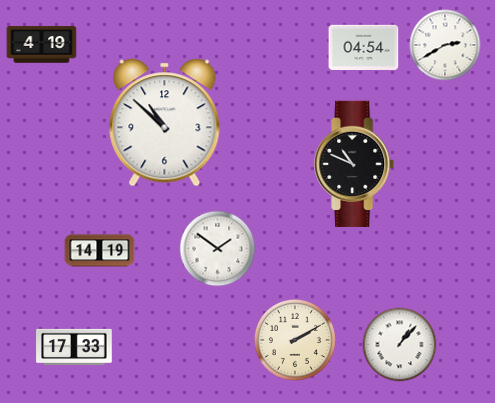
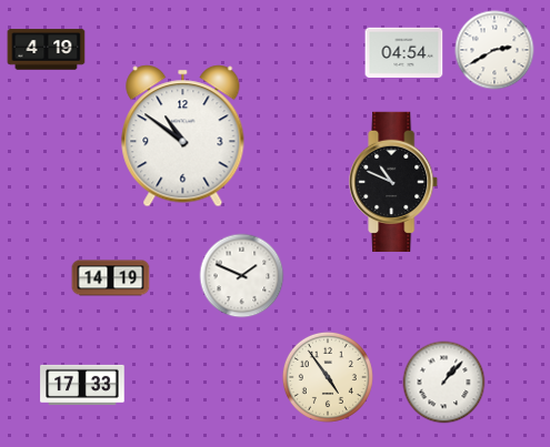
clock at (165, 123): 10:52 -> 10:51
clock at (218, 249): 1:51 -> 1:49
clock at (295, 340): 2:10 -> 4:54
